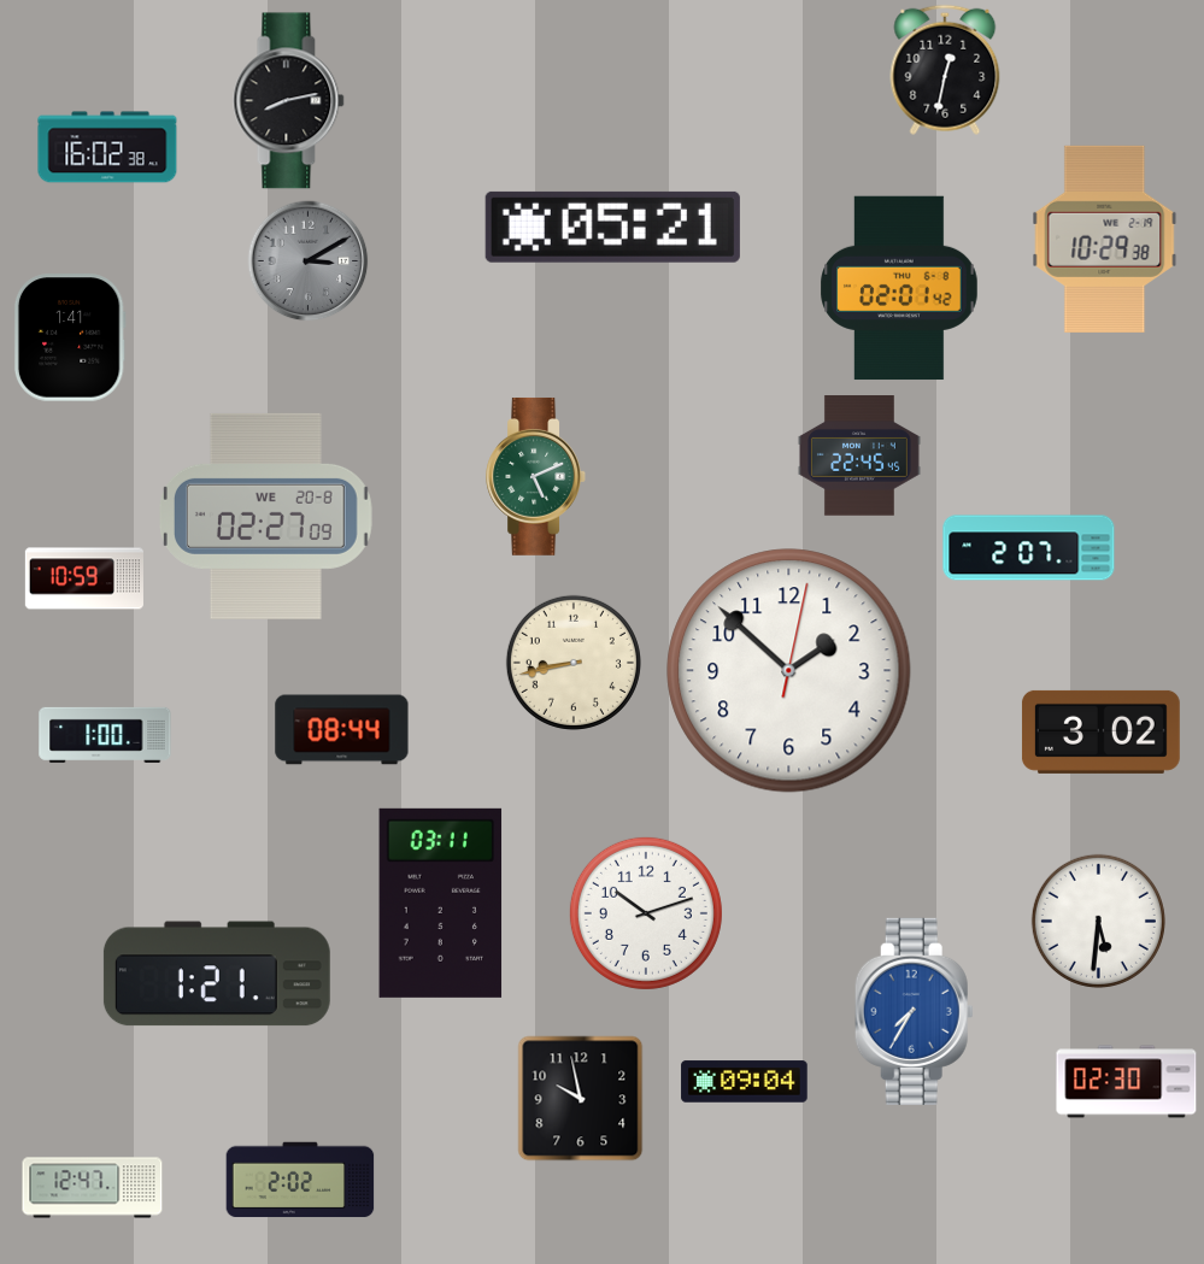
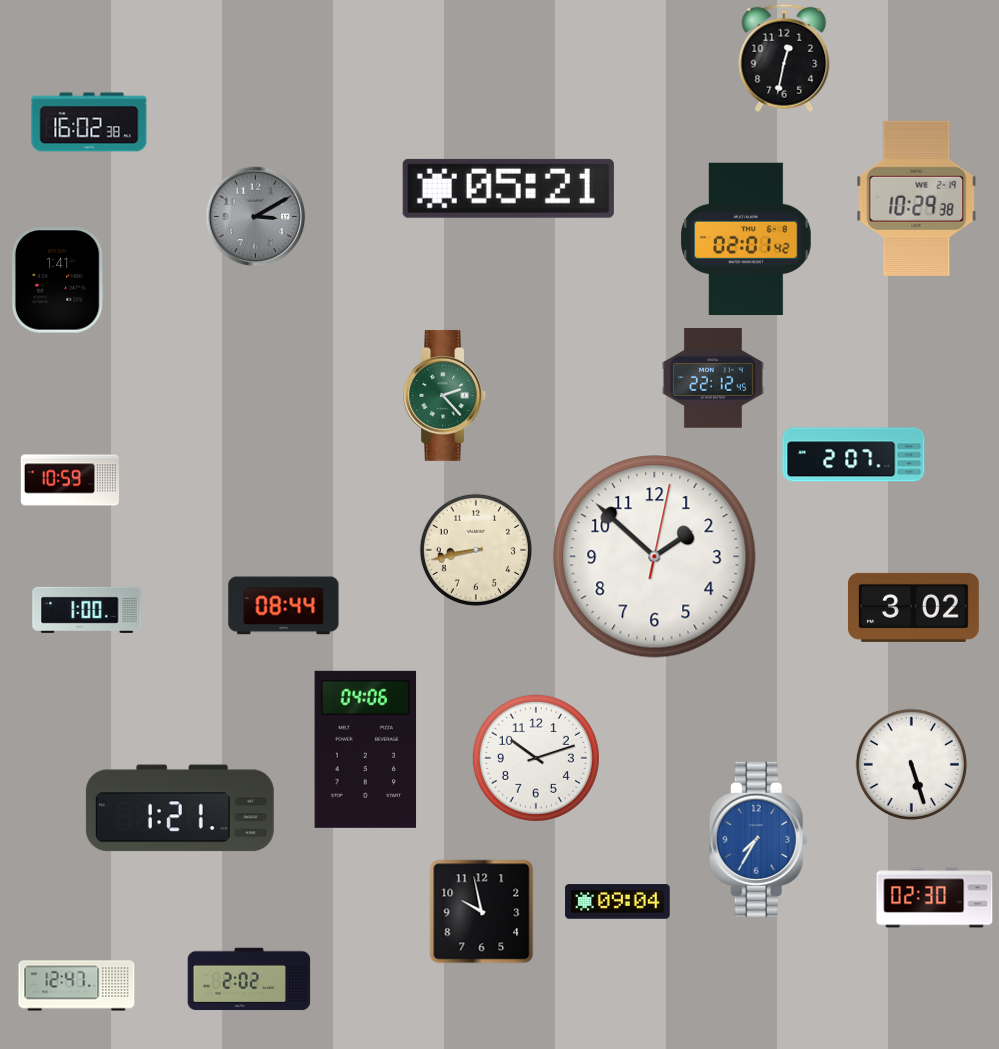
clock at (289, 101): 8:13 -> none
clock at (859, 455): 22:45 -> 22:12
clock at (536, 476): 5:11 -> 2:23
clock at (266, 516): 02:27 -> none
clock at (441, 903): 03:11 -> 04:06
clock at (1098, 921): 5:31 -> 5:27
clock at (745, 1082) position: (745, 1082) -> (618, 902)
